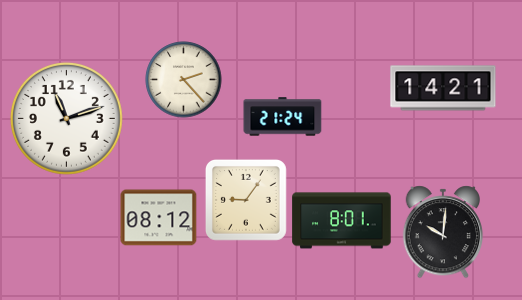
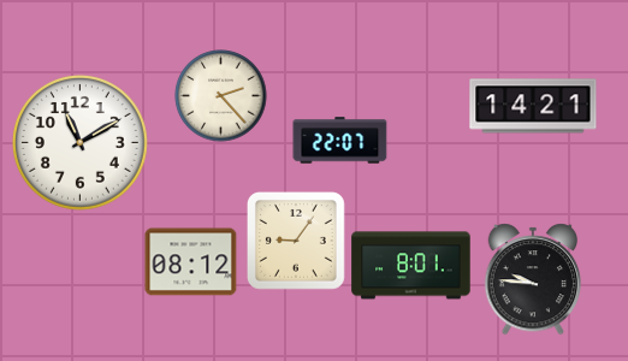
clock at (283, 117): 21:24 -> 22:07
clock at (66, 118): 11:12 -> 11:10
clock at (443, 232): 10:01 -> 9:46
